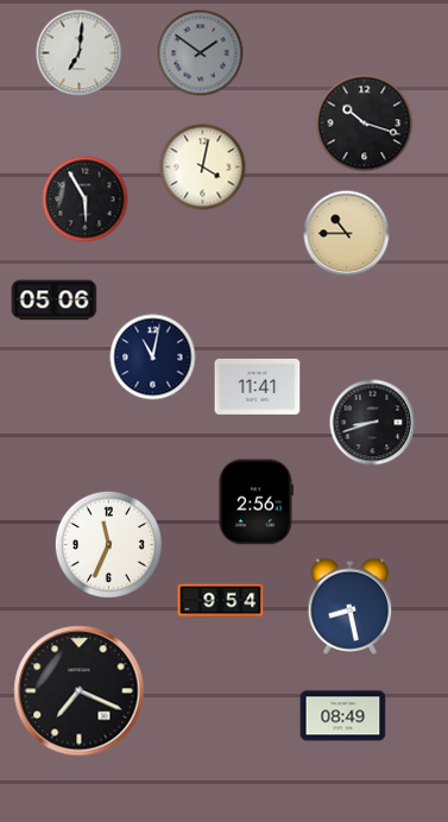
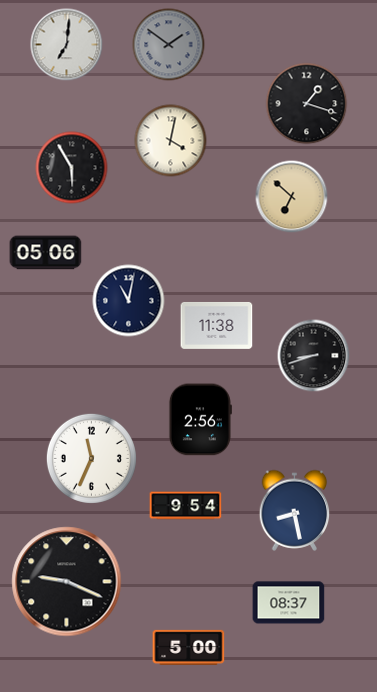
clock at (365, 124): 10:18 -> 1:18
clock at (347, 234): 10:45 -> 6:52
clock at (258, 386): 11:41 -> 11:38
clock at (255, 502) position: (255, 502) -> (200, 420)
clock at (80, 691): 7:19 -> 9:19
clock at (343, 716): 08:49 -> 08:37
clock at (189, 647): none -> 5:00
